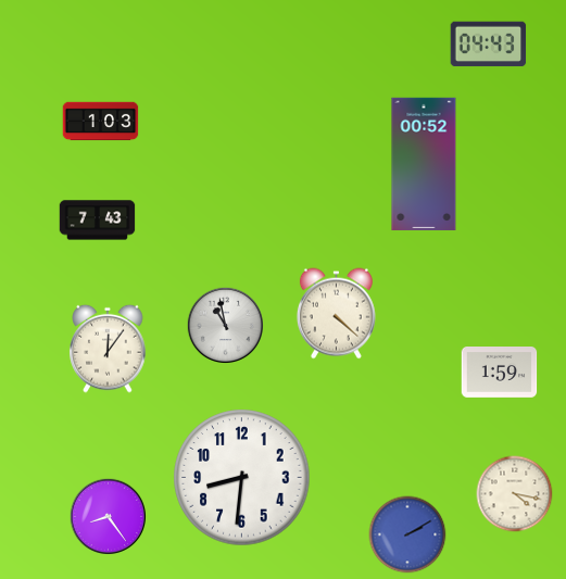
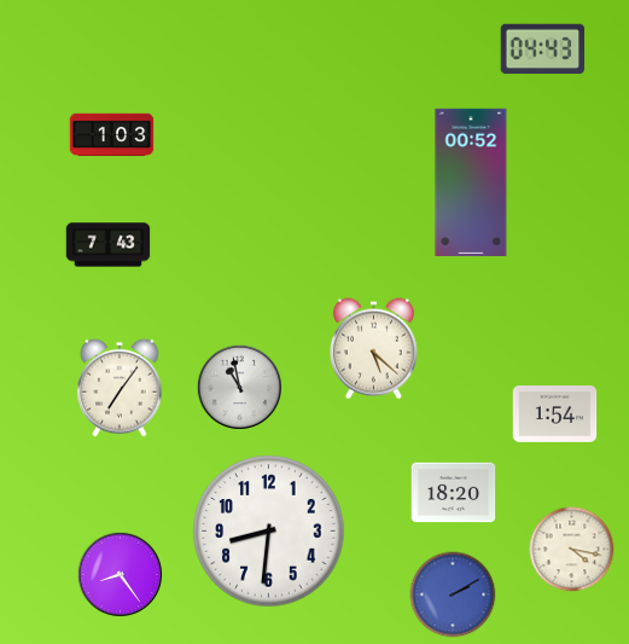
clock at (336, 314): 4:22 -> 5:22
clock at (225, 325) position: (225, 325) -> (239, 387)
clock at (108, 349): 12:06 -> 7:06
clock at (500, 373): 1:59 -> 1:54
clock at (454, 493): none -> 18:20
